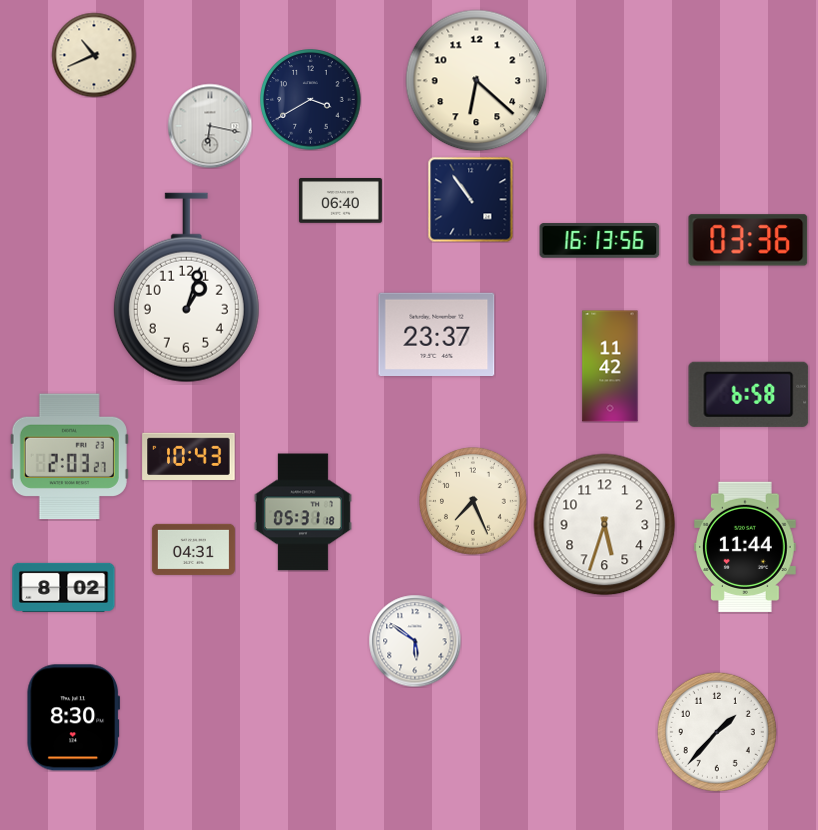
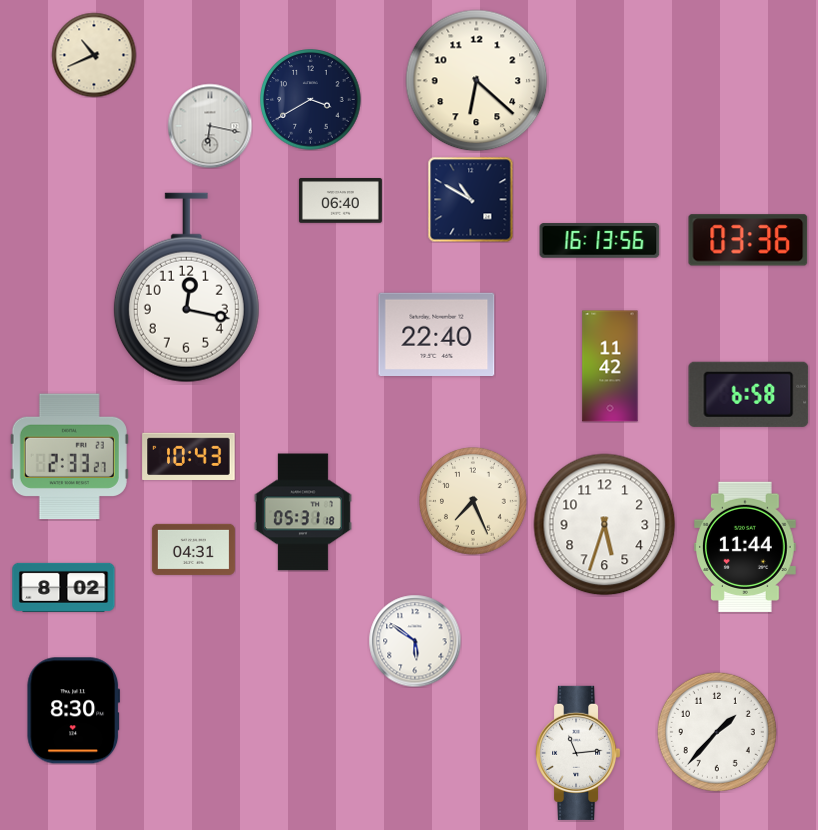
clock at (470, 199): 10:54 -> 10:50
clock at (186, 288): 1:03 -> 12:17
clock at (437, 334): 23:37 -> 22:40
clock at (69, 457): 2:03 -> 2:33
clock at (73, 718) position: (73, 718) -> (73, 711)
clock at (579, 753): none -> 11:14
